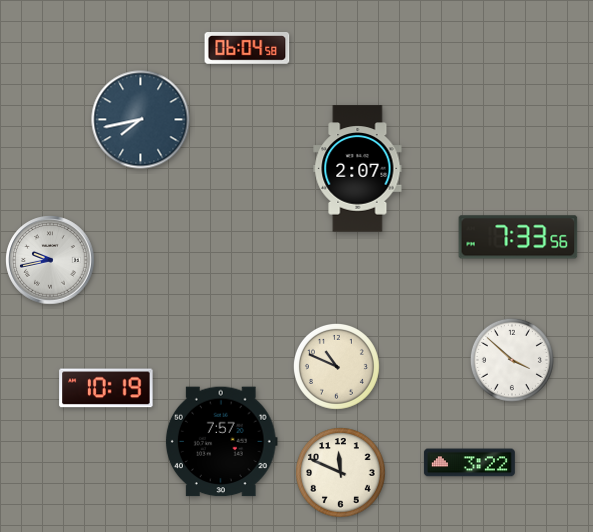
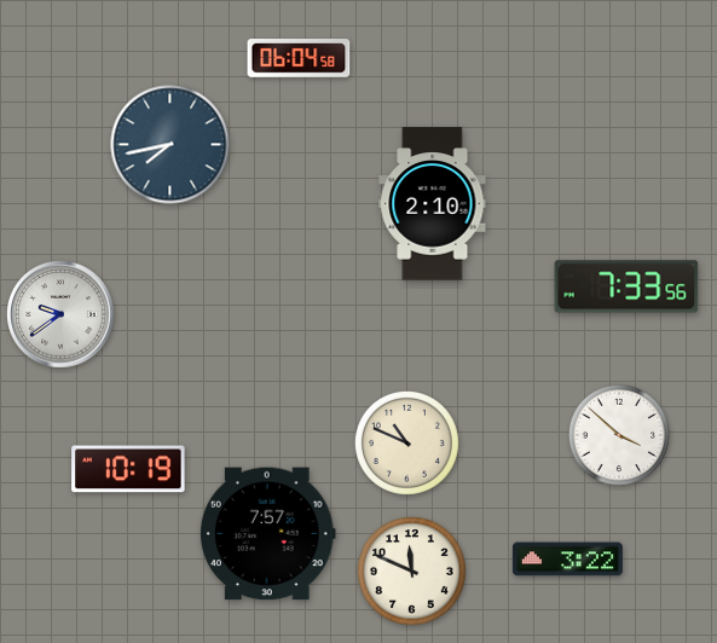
clock at (358, 169): 2:07 -> 2:10
clock at (50, 260): 9:43 -> 9:39
